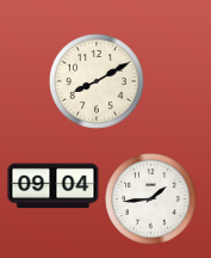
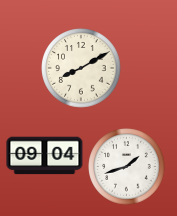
clock at (151, 199): 1:44 -> 1:42
